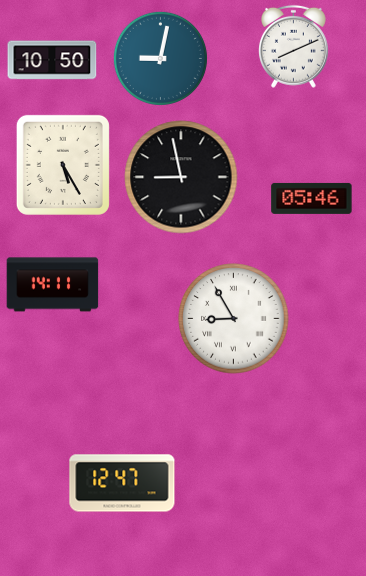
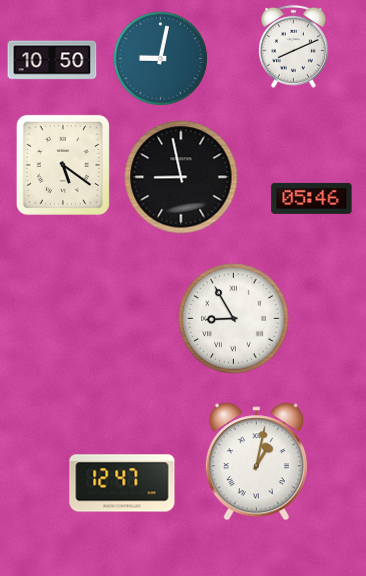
clock at (63, 165): 5:25 -> 5:21
clock at (53, 285): 14:11 -> none
clock at (256, 462): none -> 1:02
